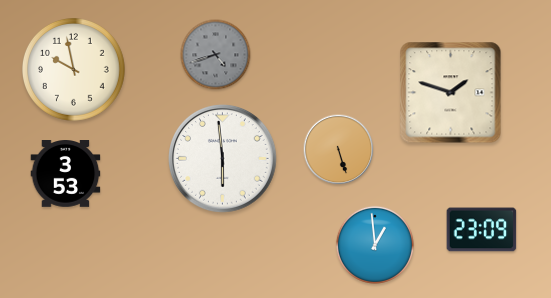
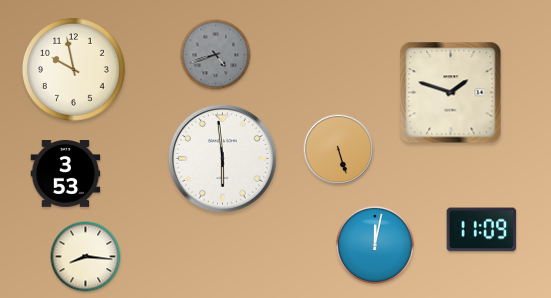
clock at (482, 230): 23:09 -> 11:09
clock at (375, 245): 12:59 -> 12:02
clock at (86, 257): none -> 8:16
